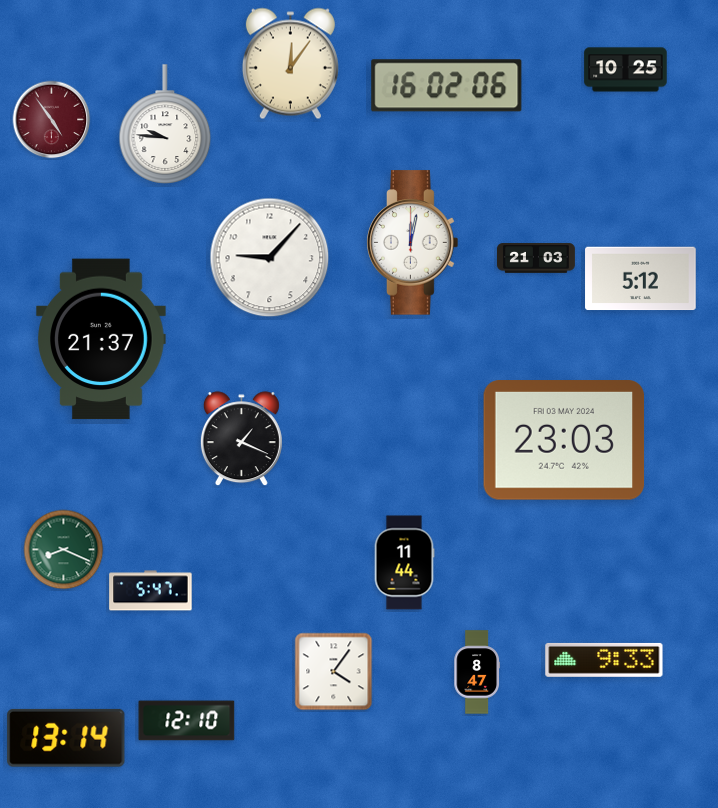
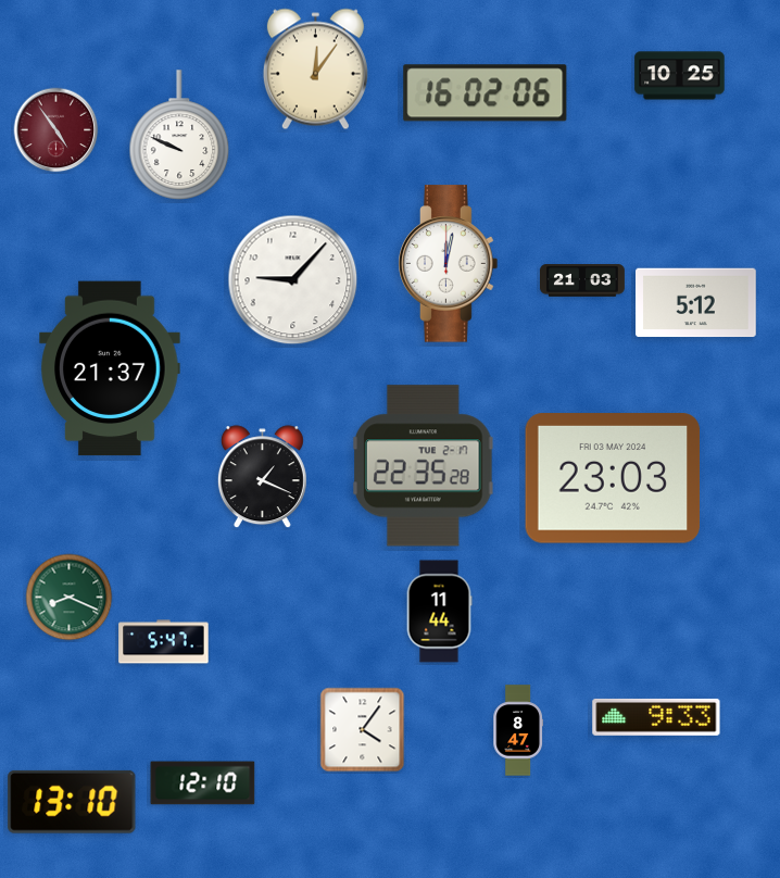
clock at (165, 124): 9:46 -> 9:49
clock at (424, 466): none -> 22:35
clock at (66, 738): 13:14 -> 13:10
